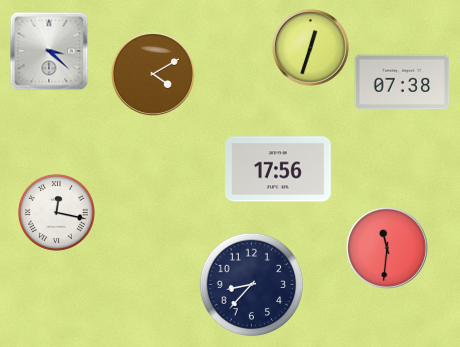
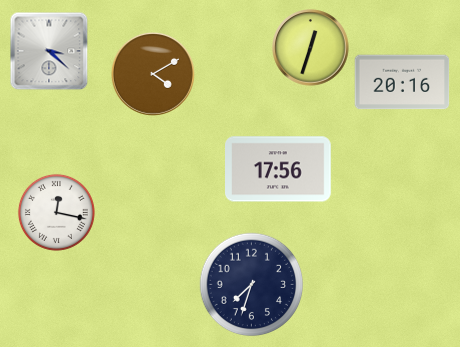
clock at (402, 82): 07:38 -> 20:16
clock at (387, 248): 11:31 -> none
clock at (252, 285): 8:37 -> 7:33
